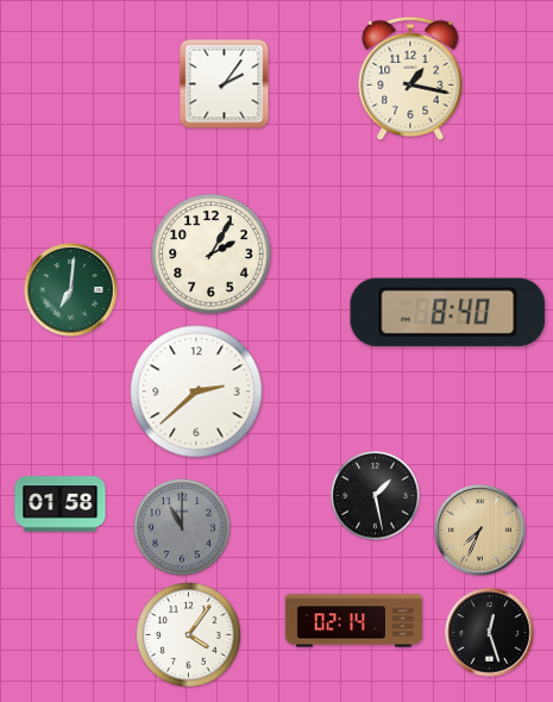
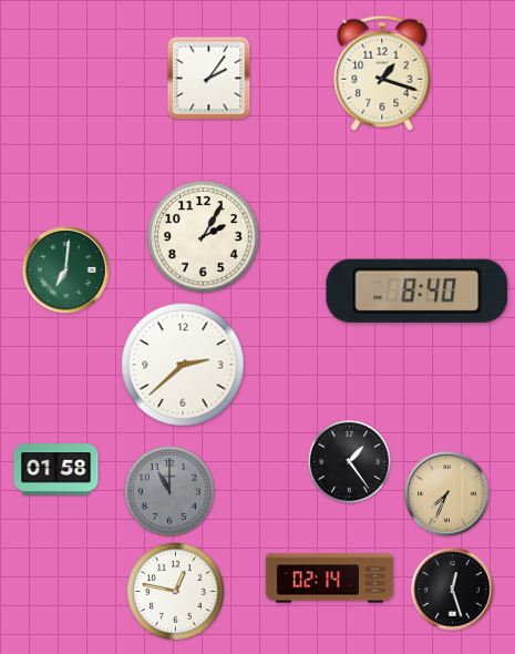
clock at (410, 79): 1:17 -> 1:18
clock at (212, 255) position: (212, 255) -> (204, 237)
clock at (375, 495): 1:28 -> 1:24
clock at (490, 633) position: (490, 633) -> (453, 590)
clock at (189, 635): 4:06 -> 12:47
